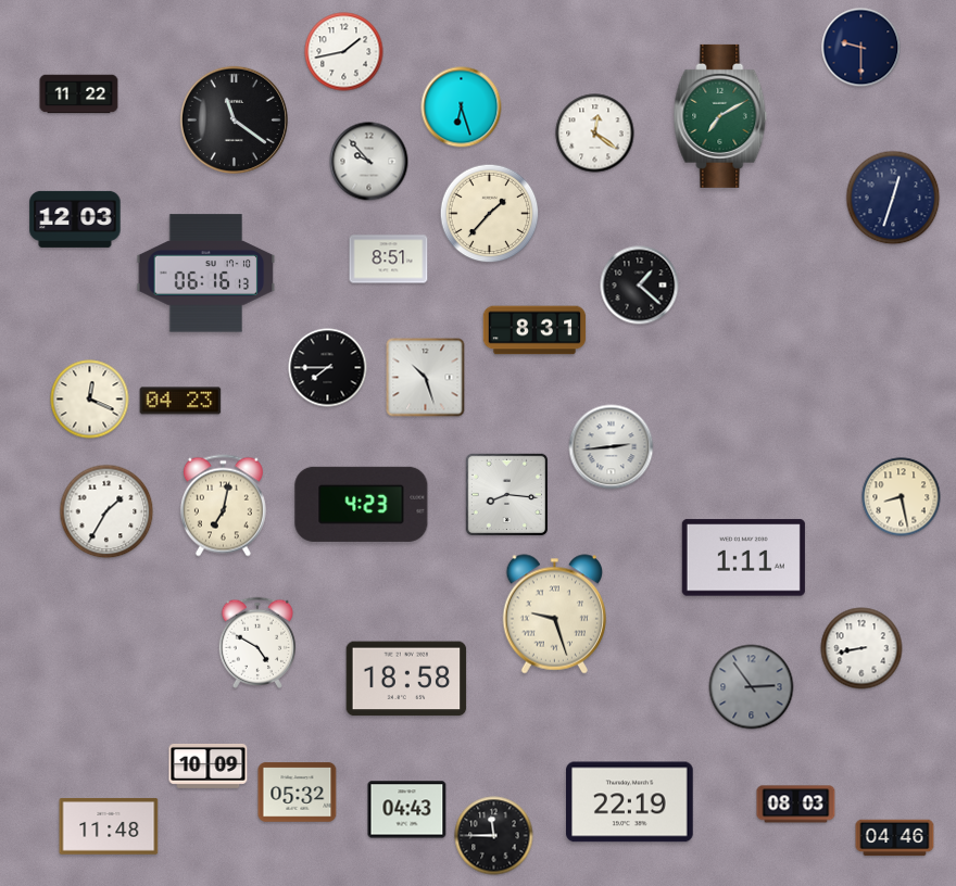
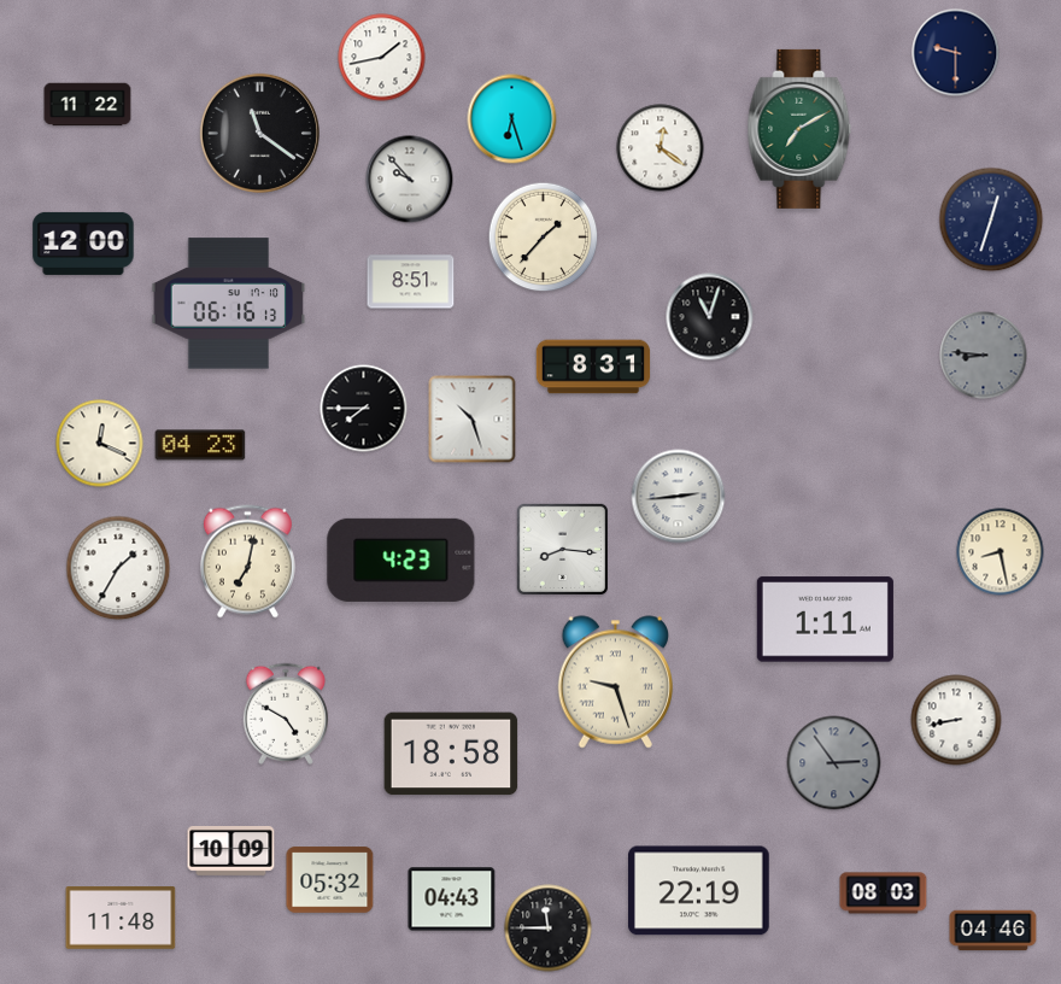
clock at (75, 219): 12:03 -> 12:00
clock at (389, 260) position: (389, 260) -> (411, 282)
clock at (640, 286): 1:22 -> 11:03
clock at (984, 356): none -> 8:46
